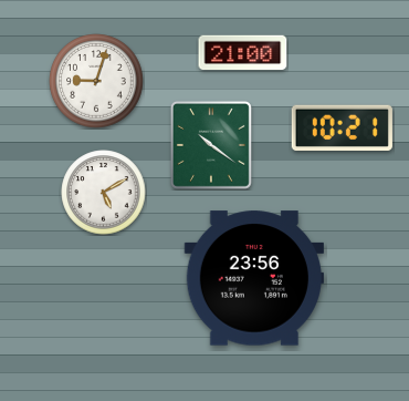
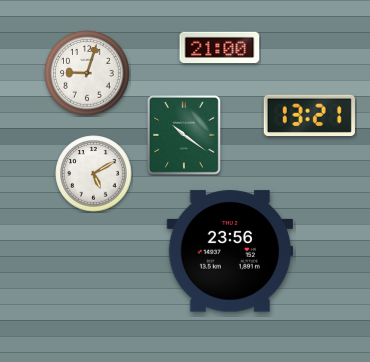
clock at (342, 127): 10:21 -> 13:21
clock at (211, 145) position: (211, 145) -> (184, 135)
